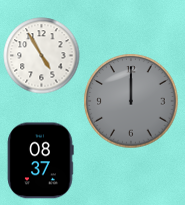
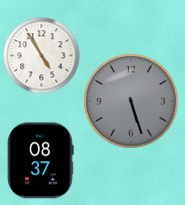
clock at (131, 101): 12:00 -> 5:27
